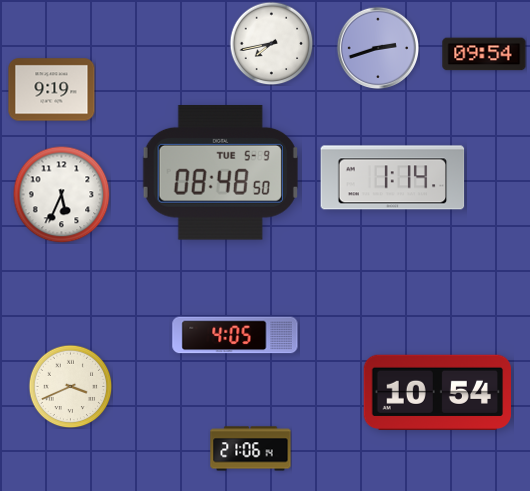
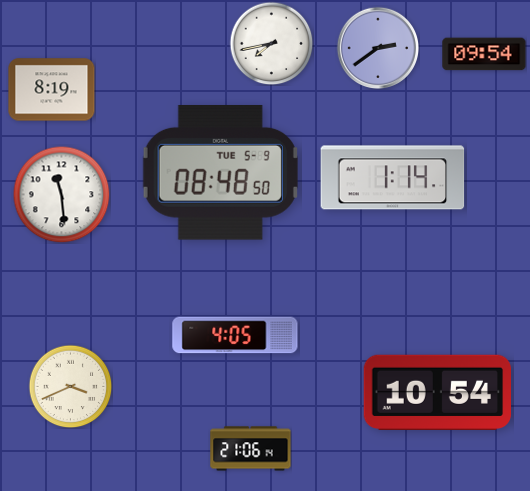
clock at (377, 47): 2:42 -> 2:39
clock at (52, 90): 9:19 -> 8:19
clock at (61, 194): 5:34 -> 11:29
